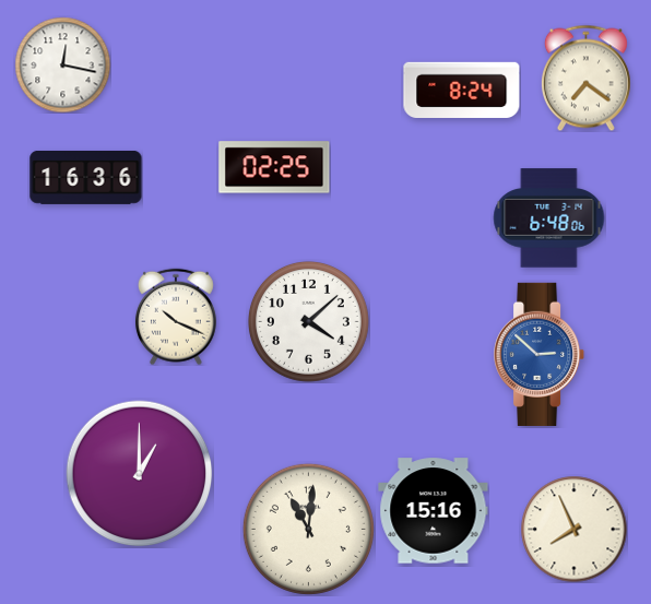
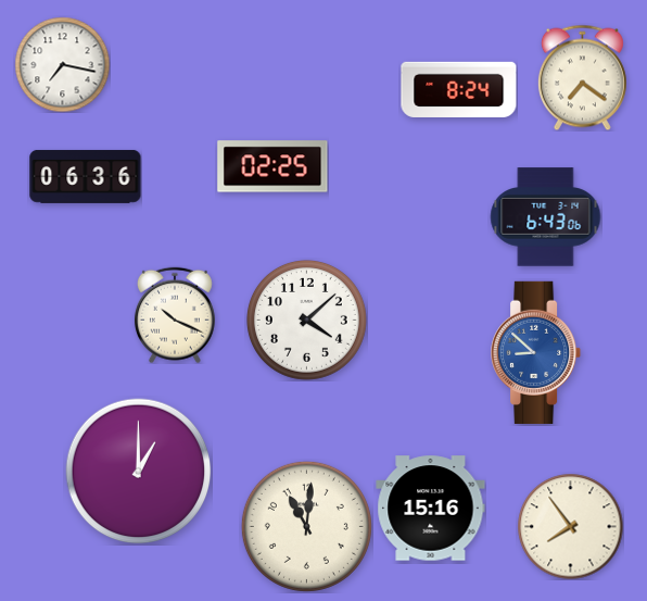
clock at (62, 64): 12:17 -> 7:17
clock at (86, 177): 16:36 -> 06:36
clock at (549, 218): 6:48 -> 6:43
clock at (540, 354): 2:52 -> 8:52
clock at (573, 529): 7:56 -> 7:54
